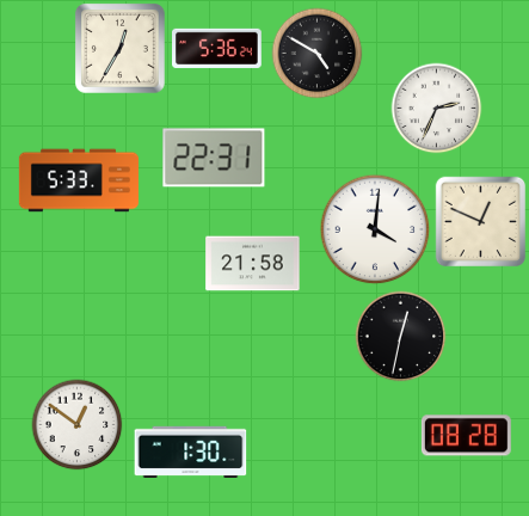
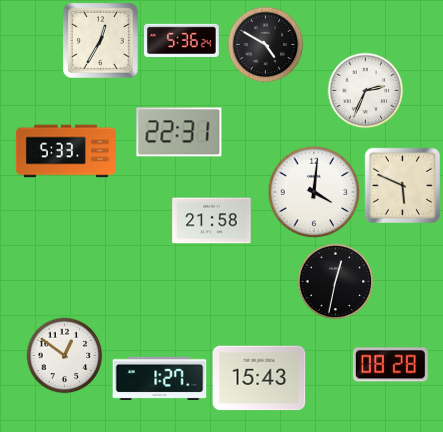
clock at (480, 221): 12:49 -> 5:49
clock at (191, 451): 1:30 -> 1:27
clock at (259, 378): none -> 15:43
